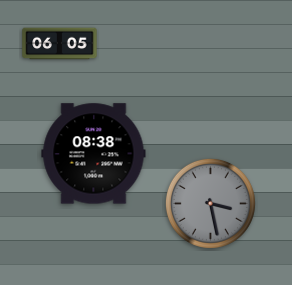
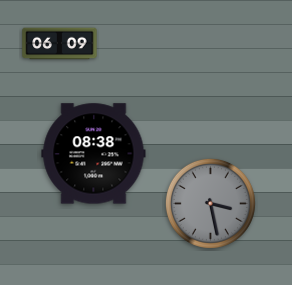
clock at (60, 44): 06:05 -> 06:09
